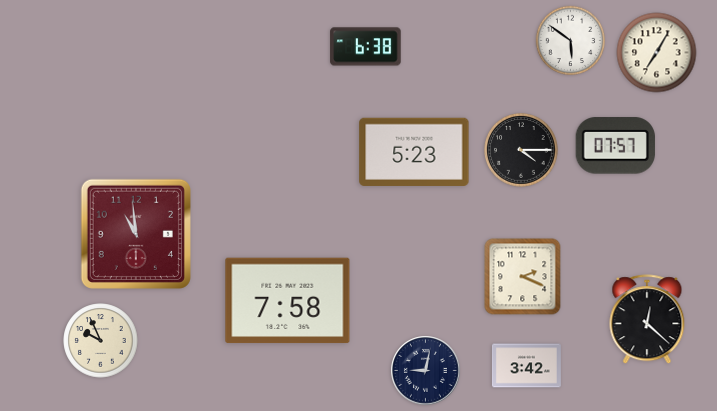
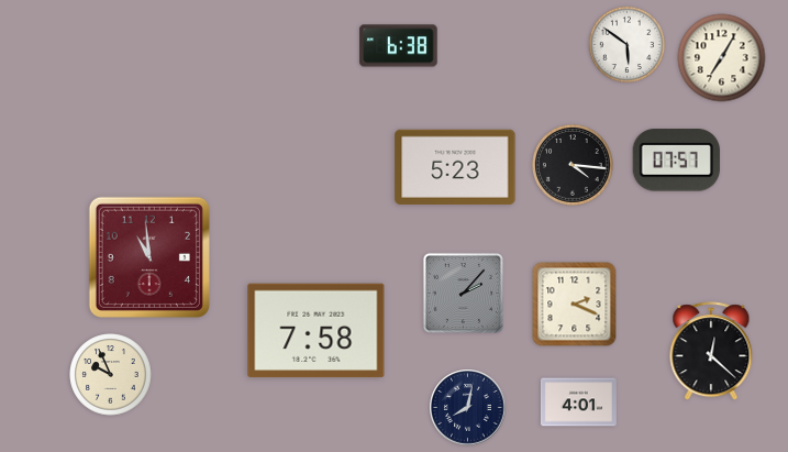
clock at (366, 47) position: (366, 47) -> (399, 46)
clock at (522, 151): 4:15 -> 4:16
clock at (463, 293): none -> 2:07
clock at (526, 366): 3:42 -> 4:01
clock at (426, 371): 9:02 -> 8:02
